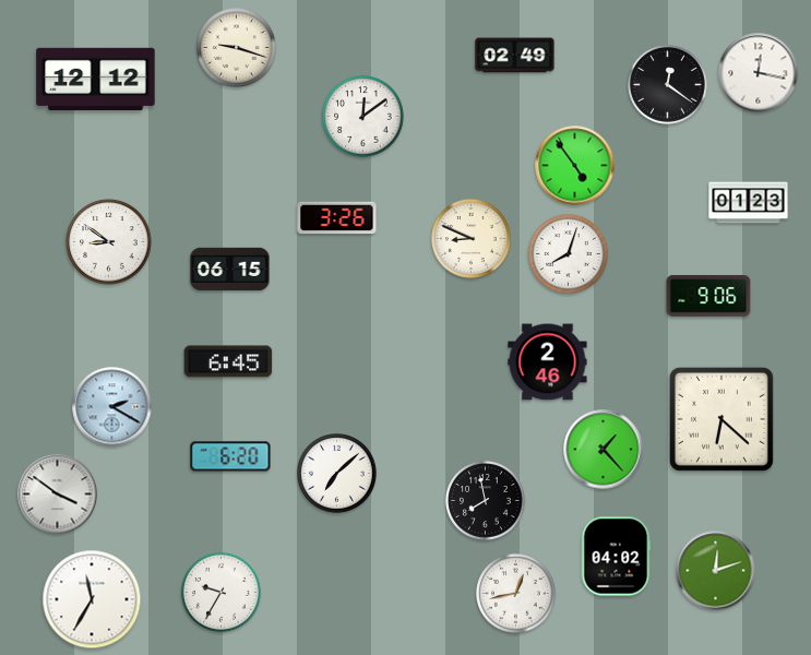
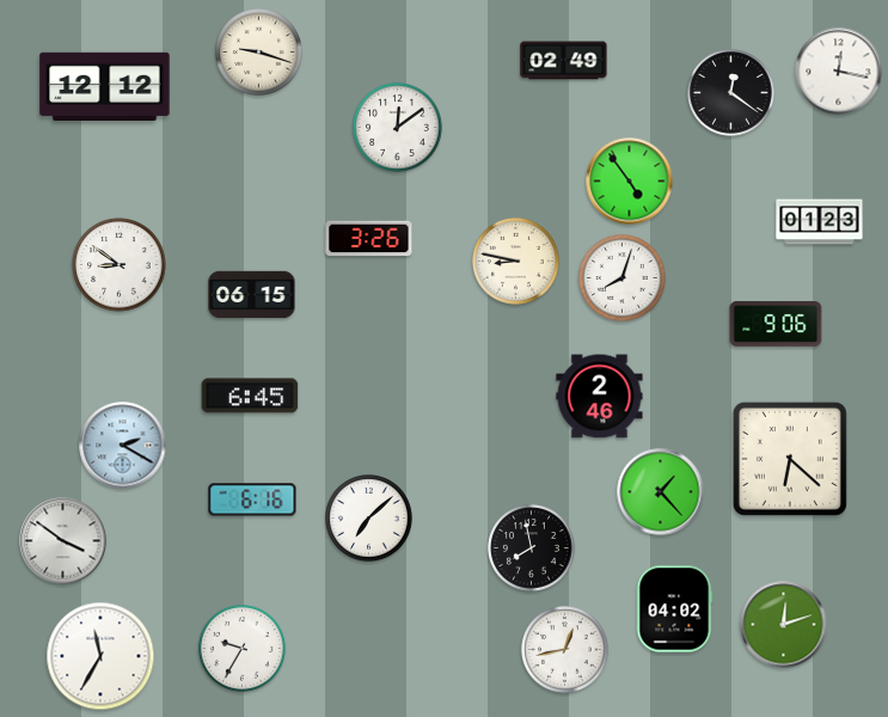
clock at (759, 73) position: (759, 73) -> (839, 72)
clock at (472, 239): 8:49 -> 8:47
clock at (230, 456): 6:20 -> 6:16
